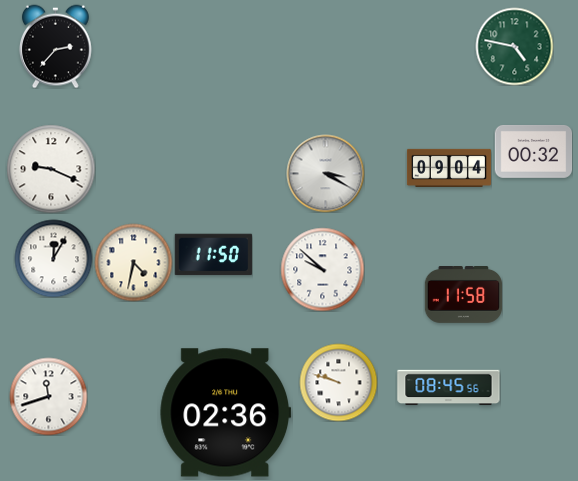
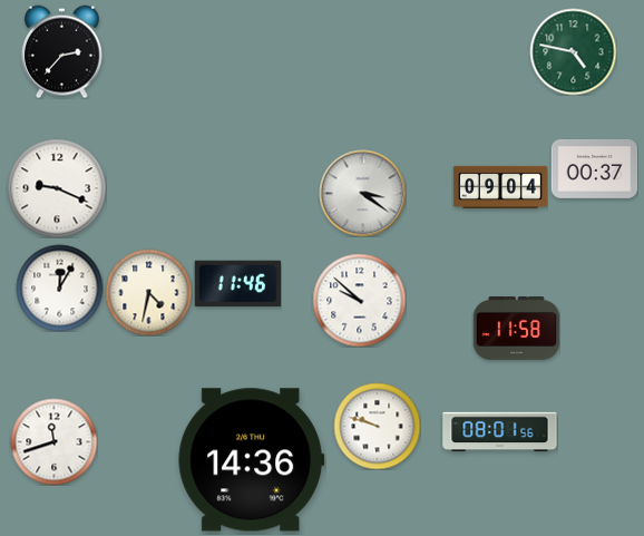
clock at (533, 152): 00:32 -> 00:37
clock at (325, 173): 3:20 -> 3:21
clock at (213, 255): 11:50 -> 11:46
clock at (449, 388): 08:45 -> 08:01
clock at (226, 413): 02:36 -> 14:36
